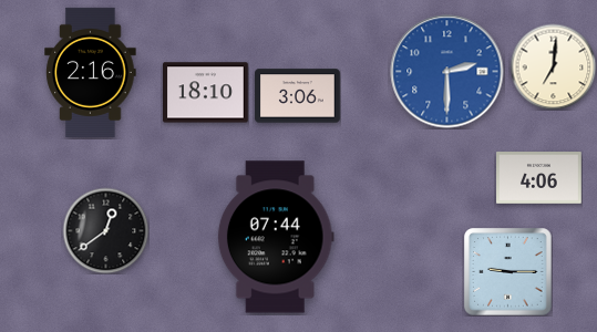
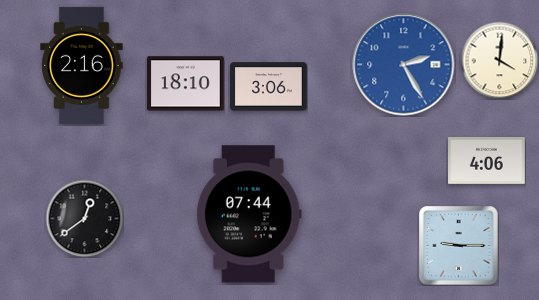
clock at (553, 66): 7:01 -> 4:01
clock at (447, 72): 2:30 -> 2:25
clock at (105, 230) position: (105, 230) -> (84, 218)
